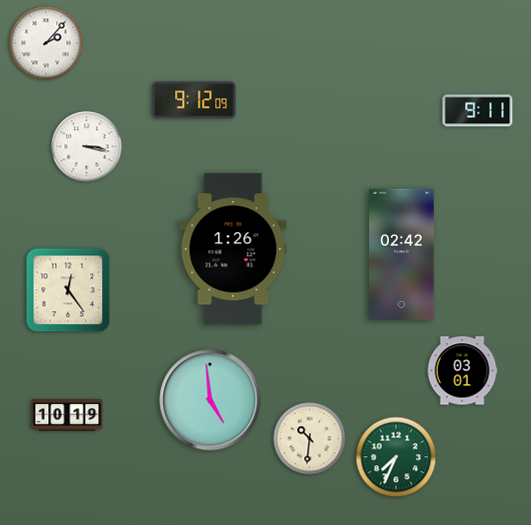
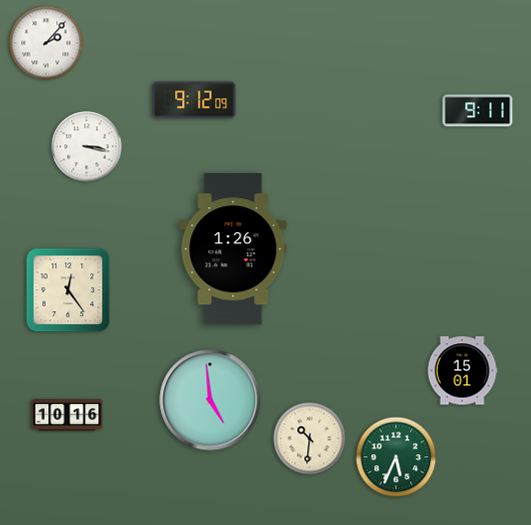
clock at (402, 255): 02:42 -> none
clock at (462, 371): 03:01 -> 15:01
clock at (67, 416): 10:19 -> 10:16
clock at (396, 457): 7:34 -> 5:34
